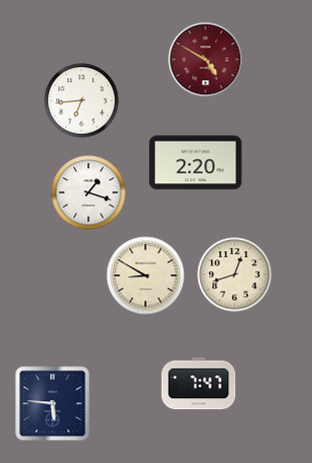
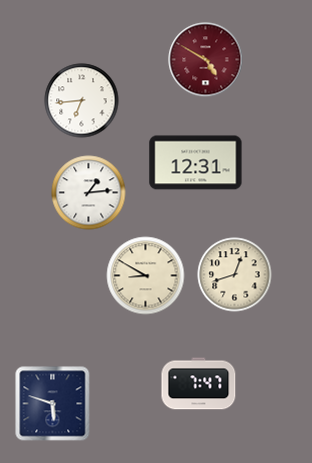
clock at (196, 163): 2:20 -> 12:31
clock at (89, 193): 1:18 -> 1:14
clock at (53, 404): 5:46 -> 5:48
